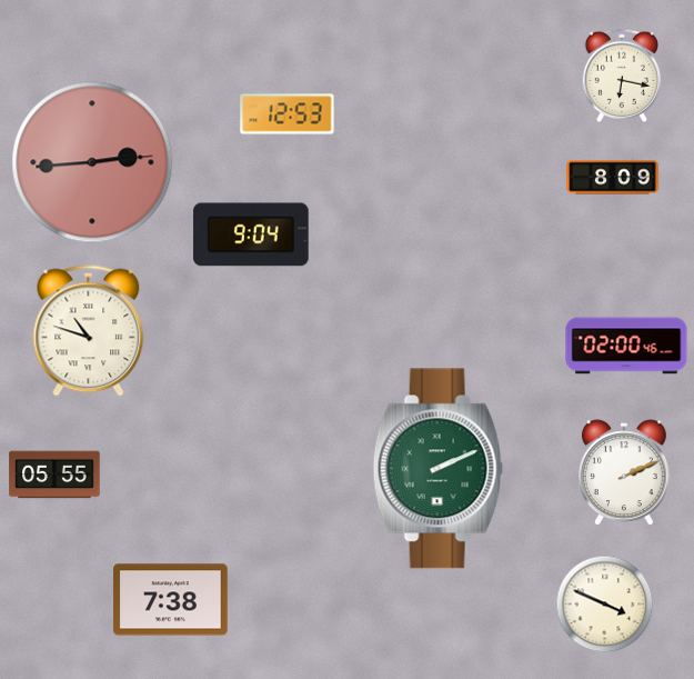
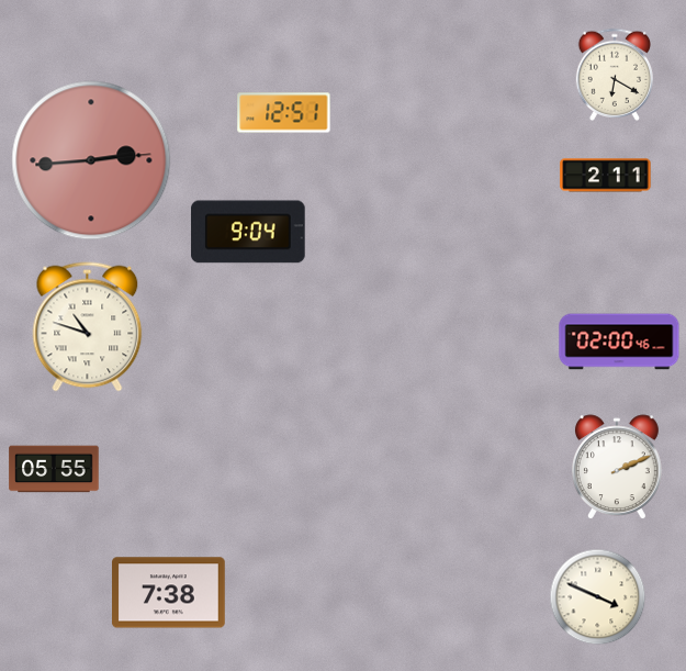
clock at (621, 76): 6:17 -> 6:20
clock at (288, 114): 12:53 -> 12:51
clock at (613, 178): 8:09 -> 2:11
clock at (439, 469): 2:11 -> none
